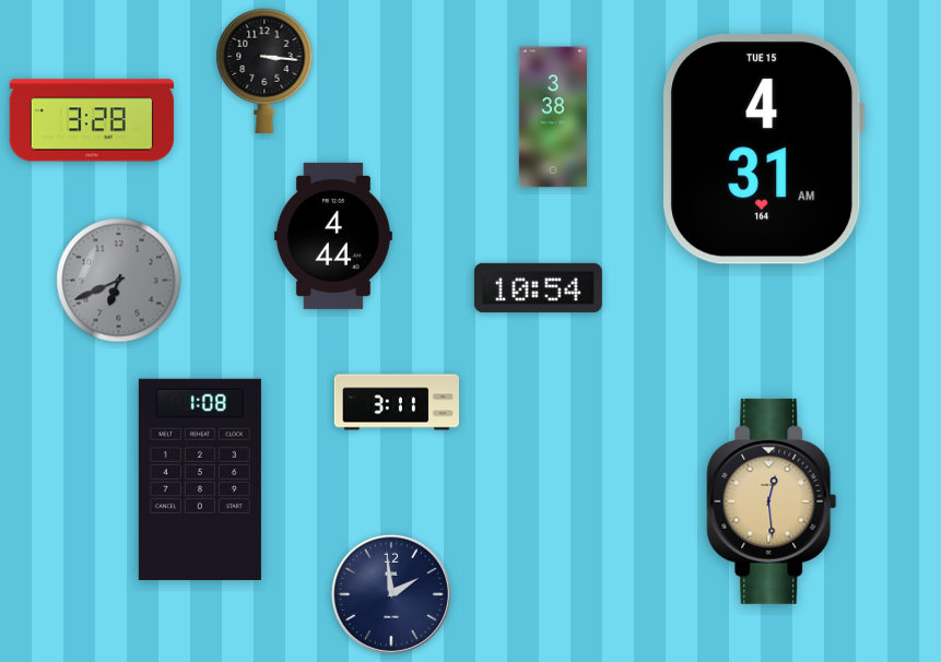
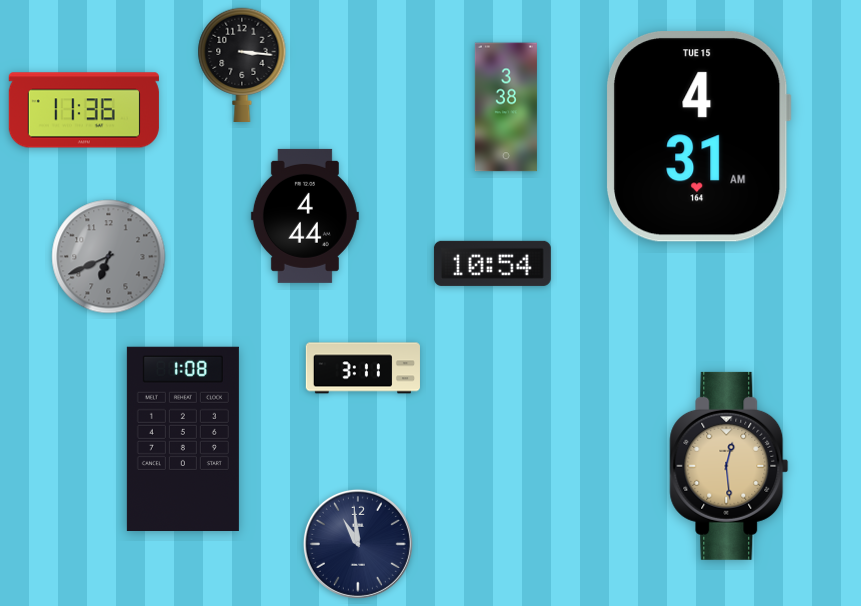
clock at (92, 120): 3:28 -> 11:36
clock at (772, 501) position: (772, 501) -> (729, 466)
clock at (391, 594): 1:59 -> 10:59
